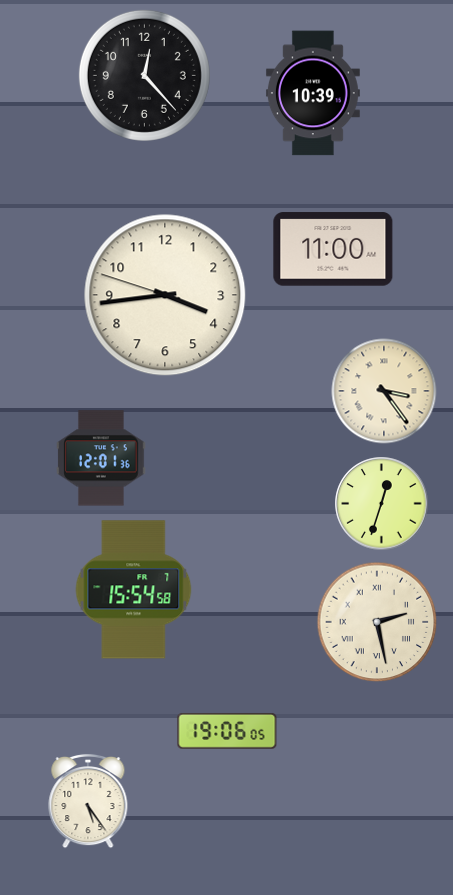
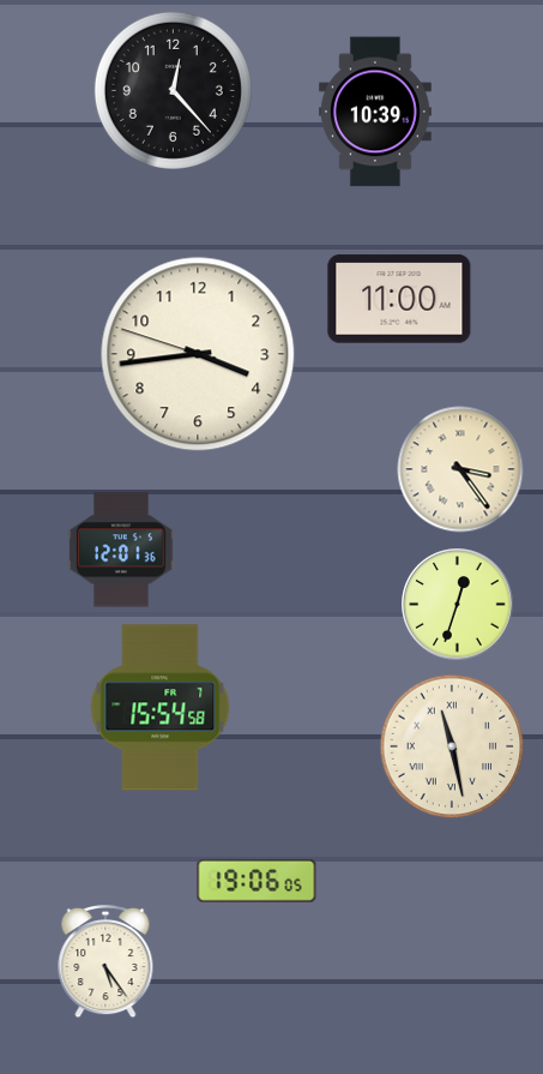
clock at (377, 622): 2:28 -> 11:28
clock at (227, 731) position: (227, 731) -> (257, 881)
